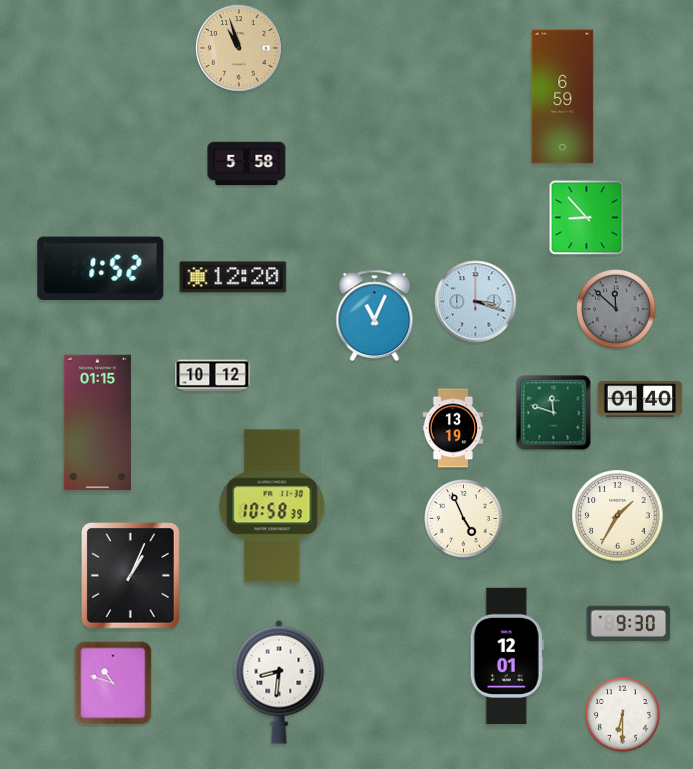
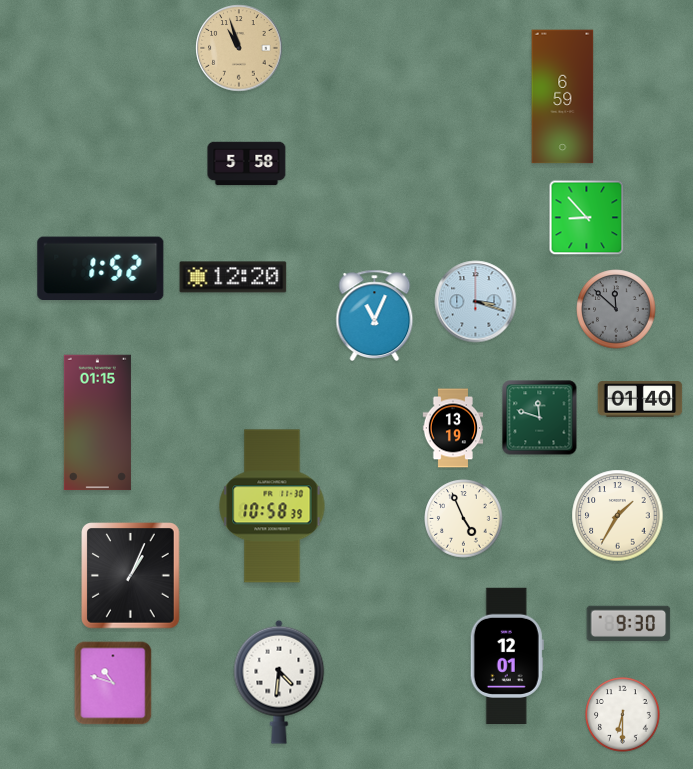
clock at (213, 376): 10:12 -> none
clock at (554, 413) position: (554, 413) -> (540, 418)
clock at (279, 682): 8:31 -> 4:31
